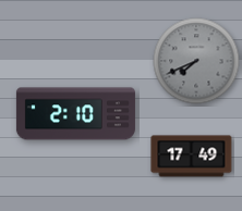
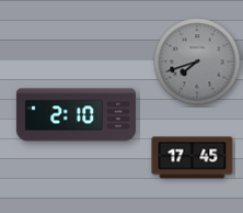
clock at (196, 61): 7:41 -> 7:42
clock at (192, 157): 17:49 -> 17:45
